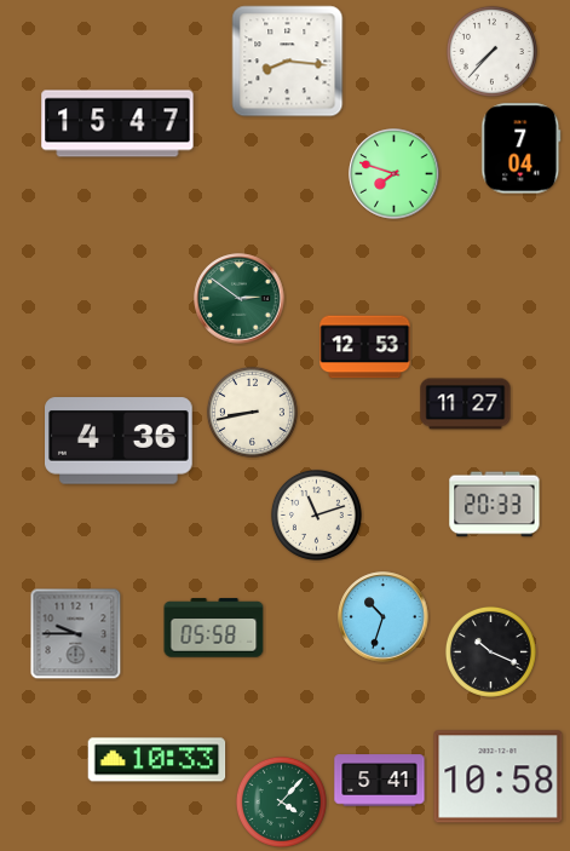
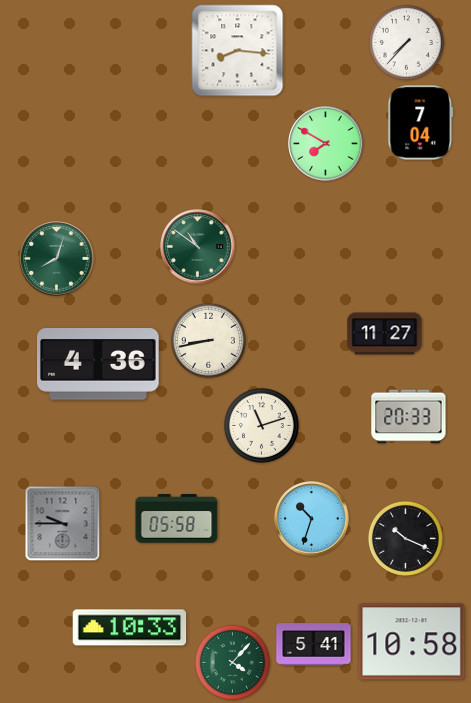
clock at (117, 123): 15:47 -> none
clock at (522, 149) position: (522, 149) -> (421, 123)
clock at (395, 174): 7:48 -> 7:50
clock at (240, 299): 2:51 -> 10:51
clock at (57, 259): none -> 8:03
clock at (365, 347): 12:53 -> none
clock at (384, 617) position: (384, 617) -> (312, 519)
